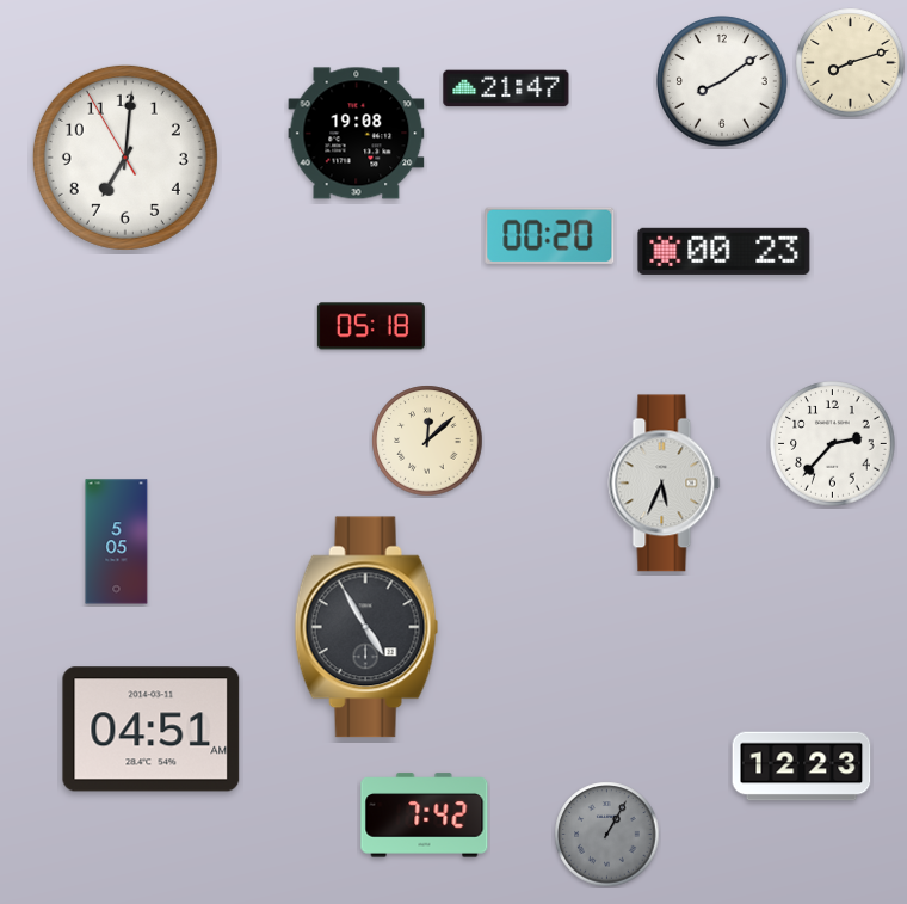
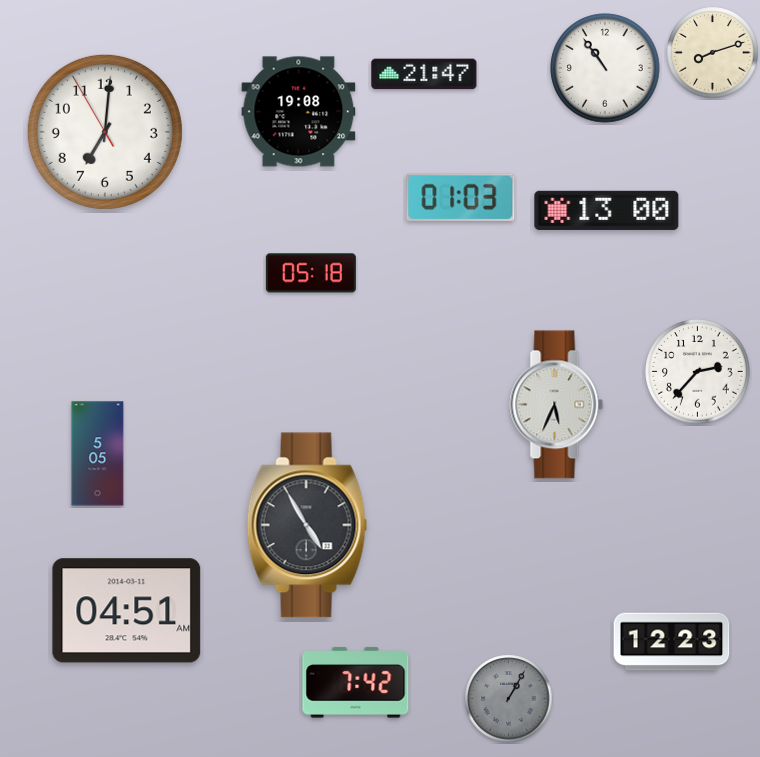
clock at (722, 81): 8:09 -> 10:54
clock at (550, 235): 00:20 -> 01:03
clock at (724, 251): 00:23 -> 13:00
clock at (427, 441): 12:08 -> none
